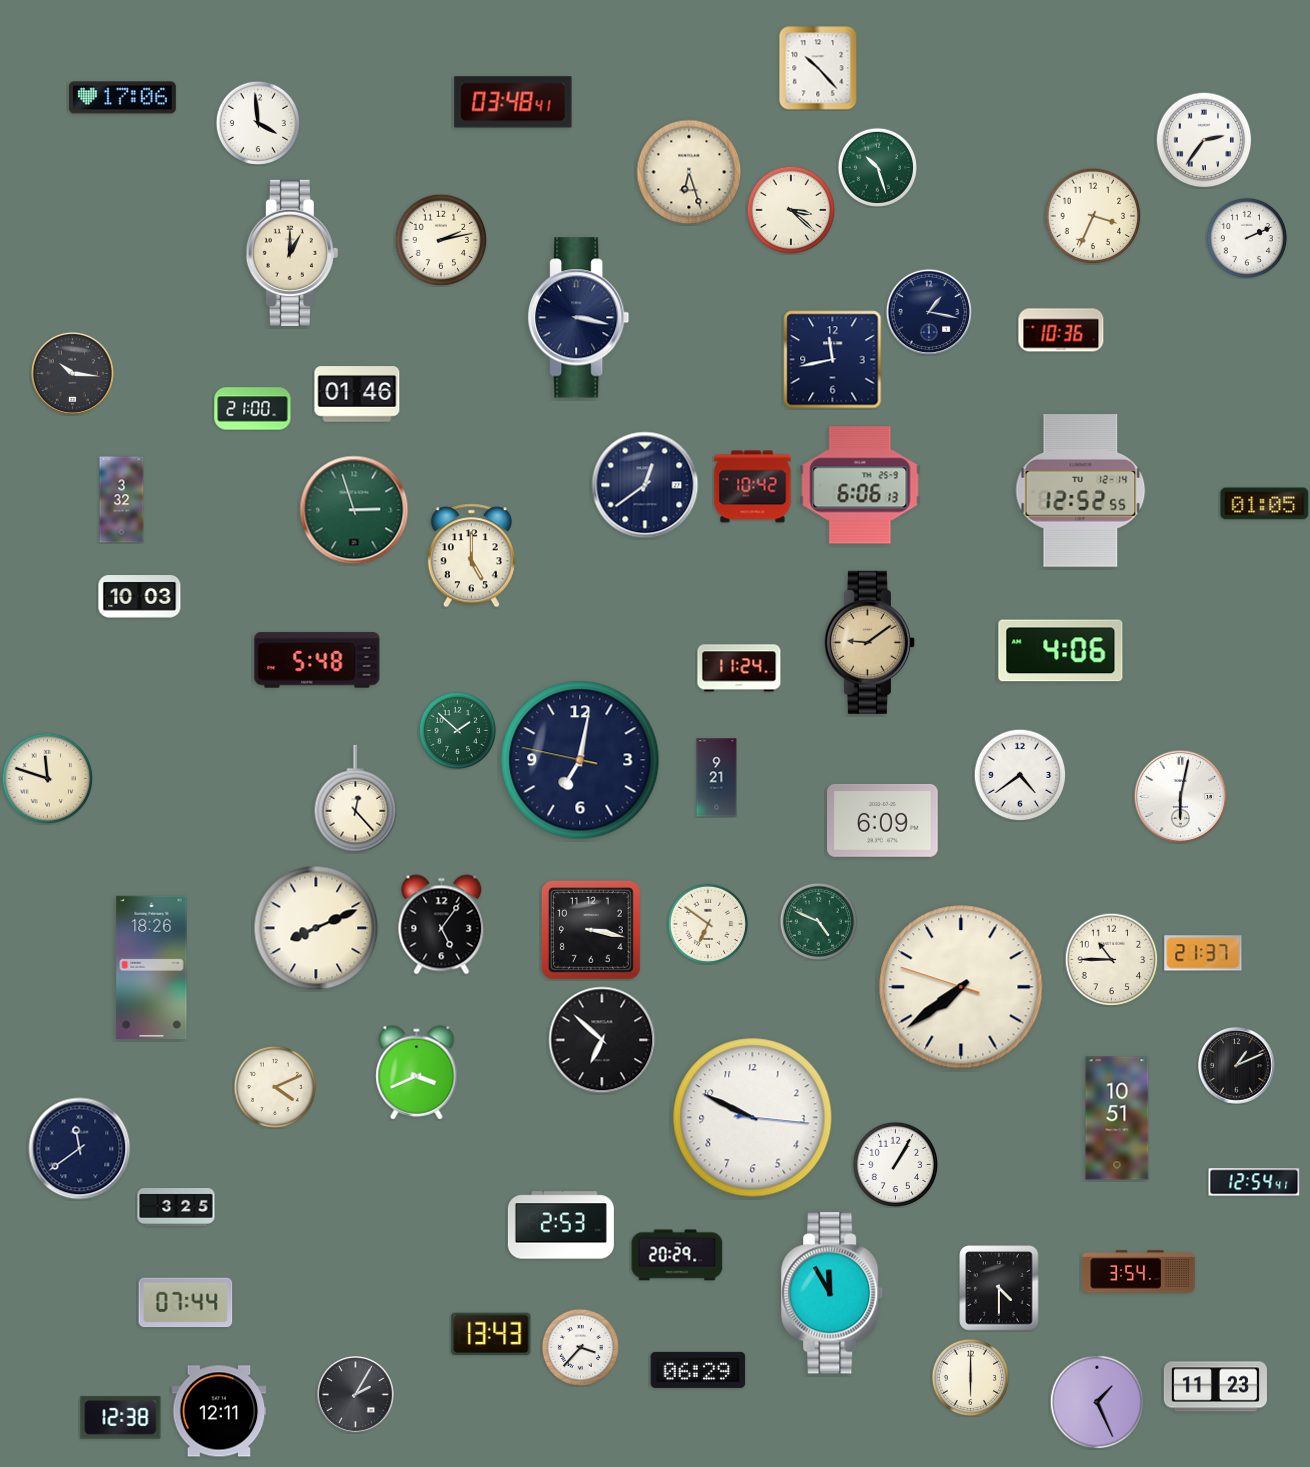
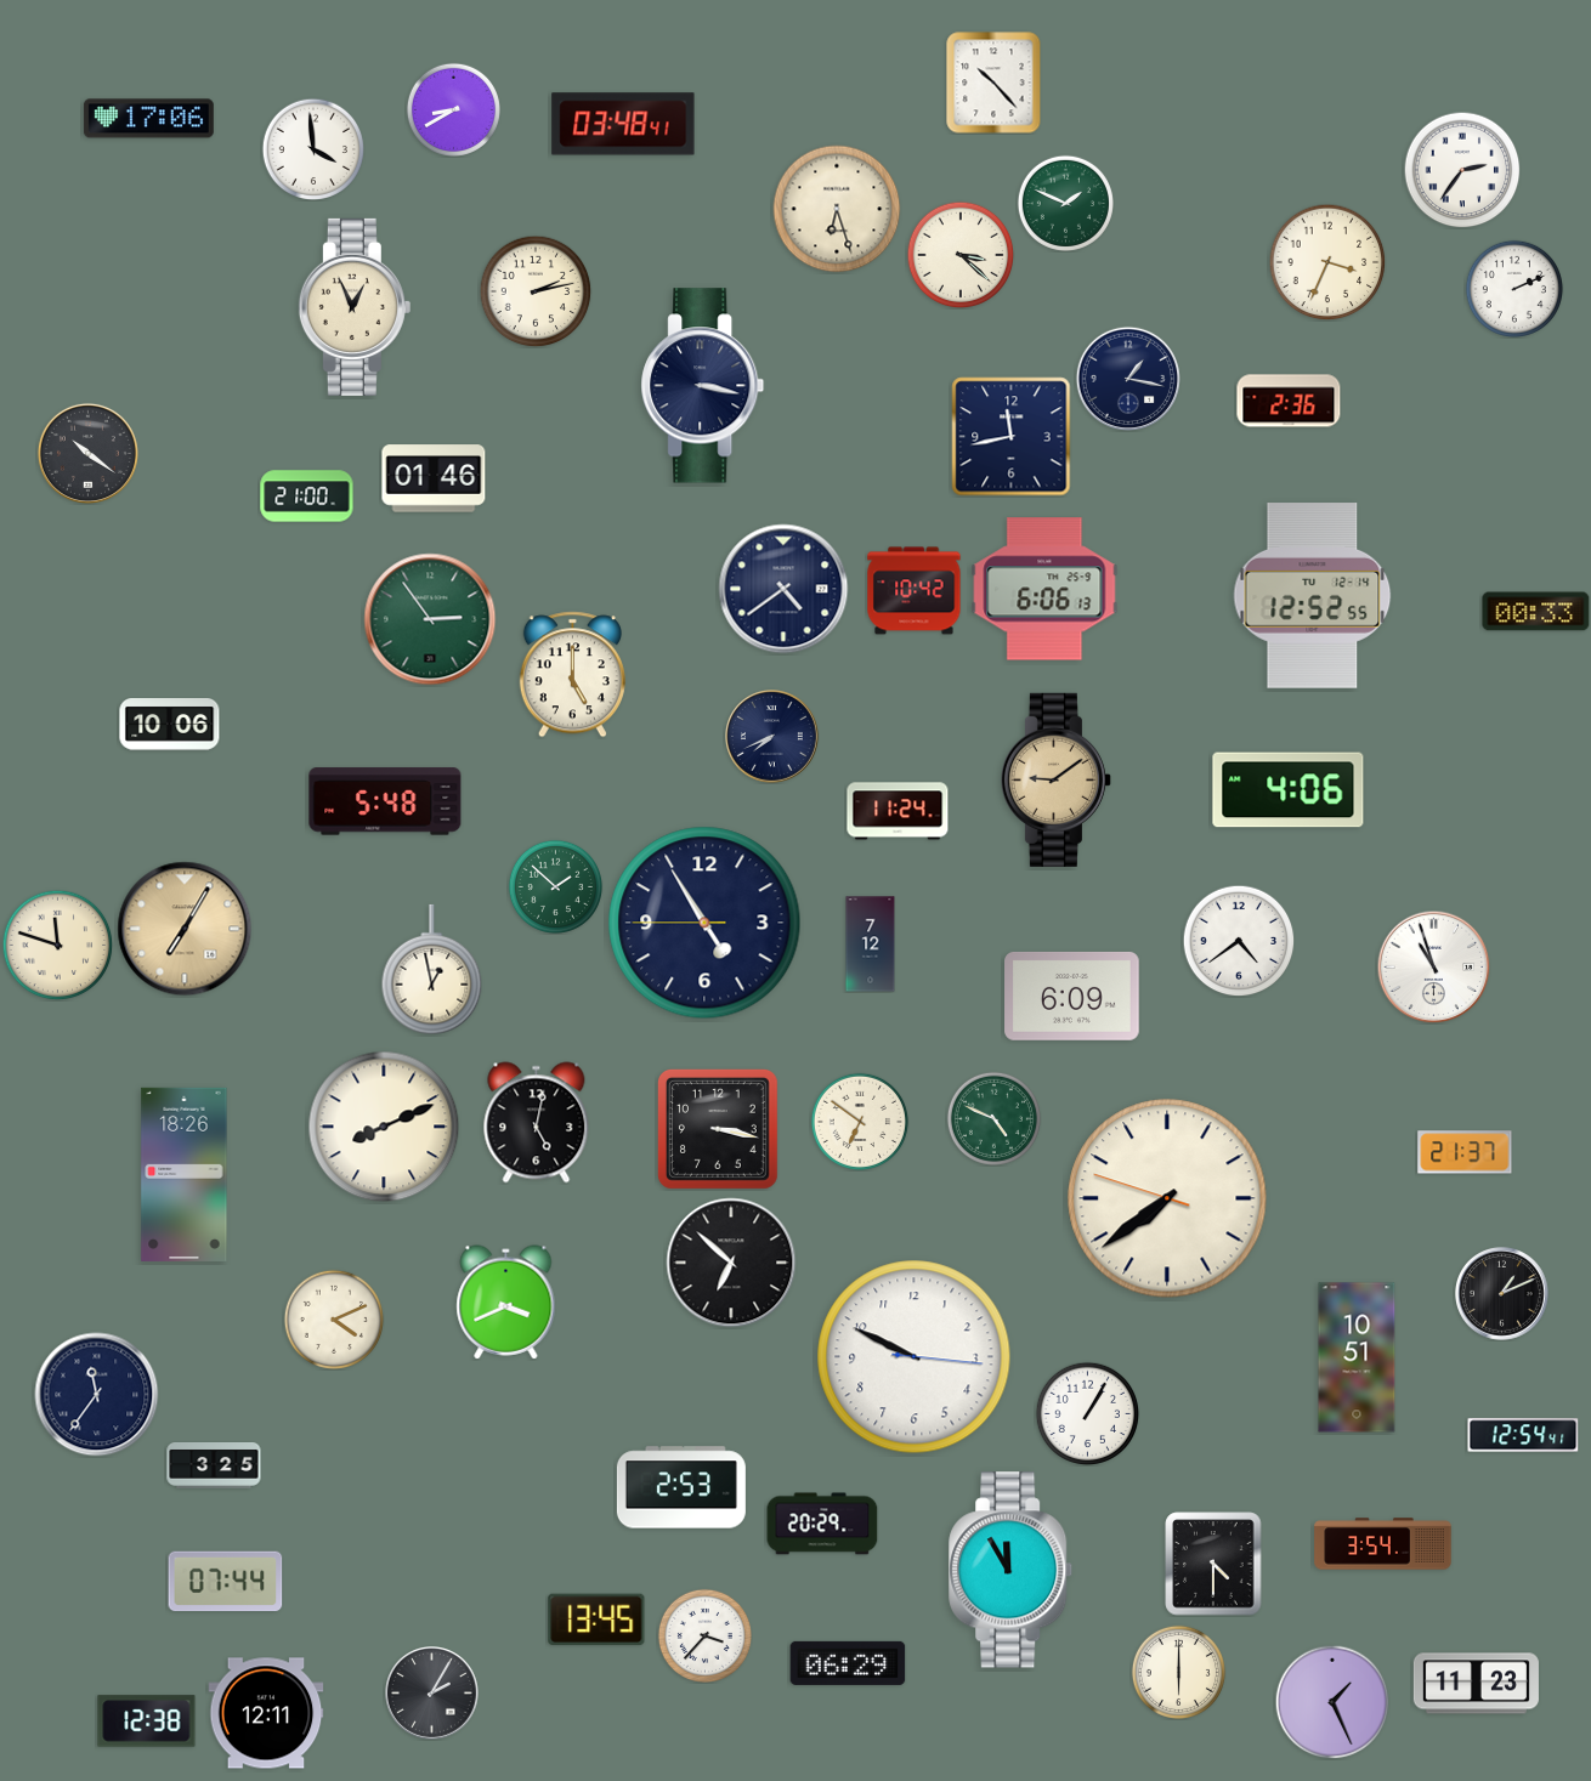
clock at (453, 109): none -> 8:40
clock at (877, 167): 10:27 -> 1:49
clock at (292, 253): 1:00 -> 12:56
clock at (1061, 330): 10:36 -> 2:36
clock at (72, 373): 10:16 -> 10:21
clock at (645, 485): 12:39 -> 4:39
clock at (122, 500): 3:32 -> none
clock at (1265, 504): 01:05 -> 00:33
clock at (354, 510): 2:57 -> 2:54
clock at (140, 597): 10:03 -> 10:06
clock at (772, 737): none -> 7:41
clock at (580, 760): 7:01 -> 4:54
clock at (185, 929): none -> 7:05
clock at (717, 778): 9:21 -> 7:12
clock at (1180, 796): 6:02 -> 10:57
clock at (356, 799): 12:23 -> 12:58
clock at (442, 925): 5:06 -> 5:02
clock at (1203, 953) position: (1203, 953) -> (1465, 1152)
clock at (1111, 959): 10:45 -> none
clock at (80, 1149): 11:39 -> 11:36
clock at (491, 1333): 13:43 -> 13:45
